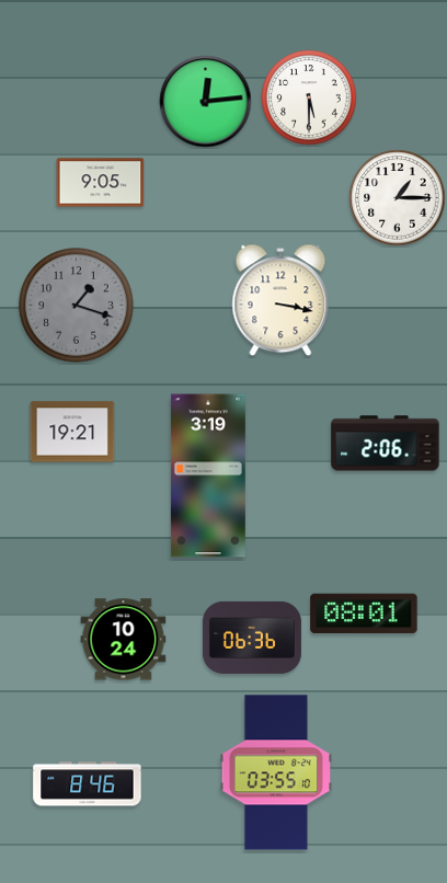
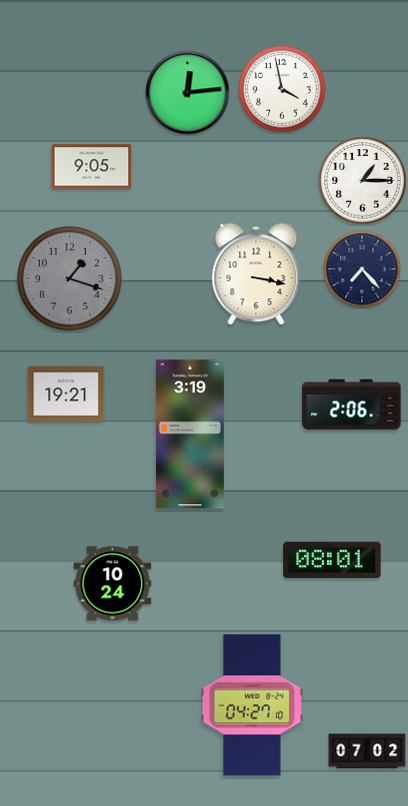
clock at (309, 98): 5:30 -> 3:58
clock at (362, 269): none -> 7:23
clock at (252, 638): 06:36 -> none
clock at (276, 772): 03:55 -> 04:27
clock at (88, 784): 8:46 -> none
clock at (367, 751): none -> 07:02
